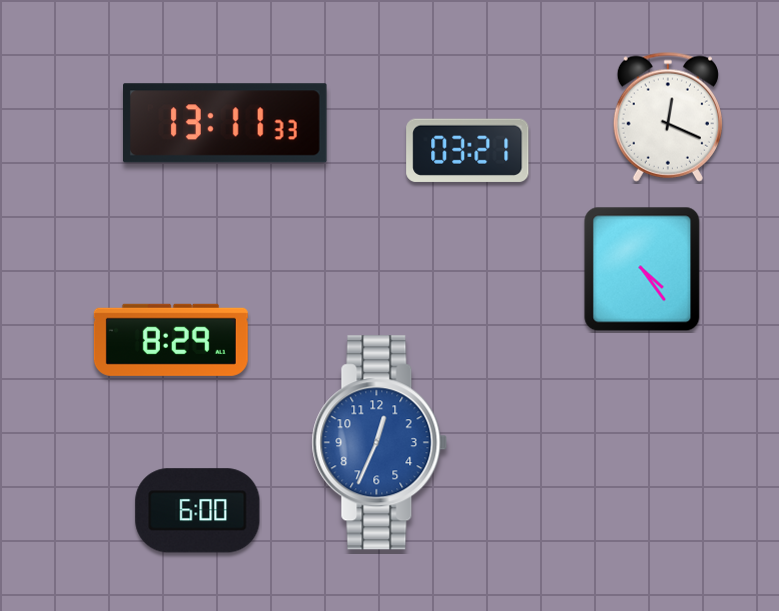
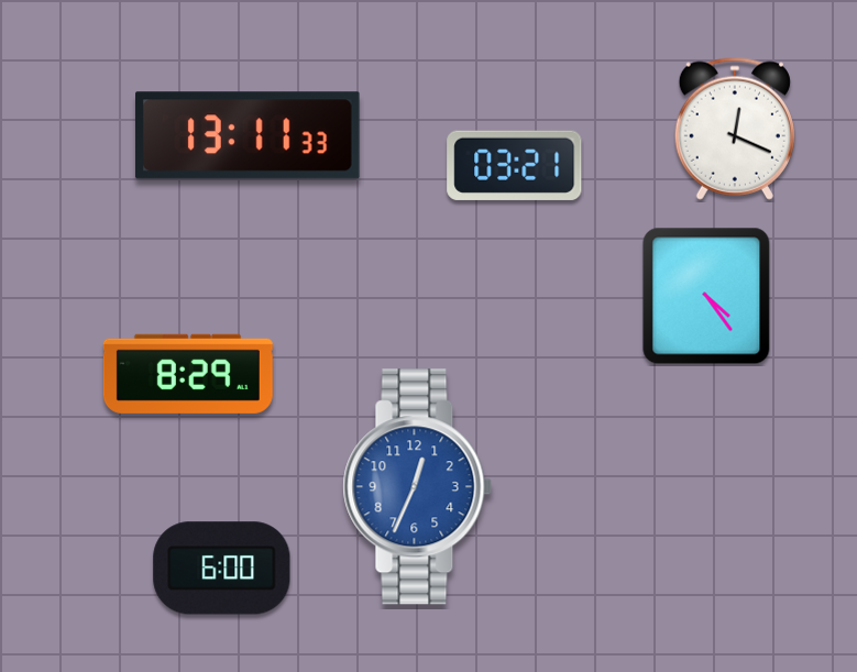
clock at (198, 511) position: (198, 511) -> (222, 569)
